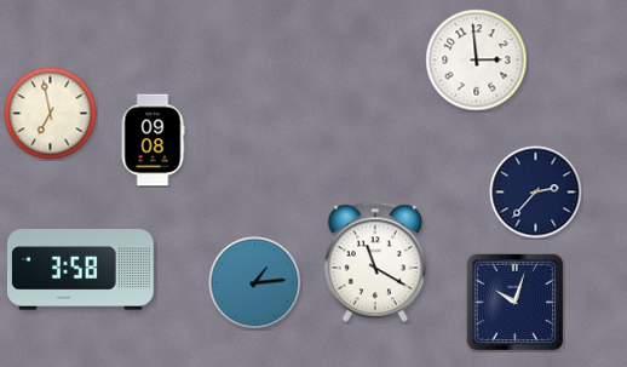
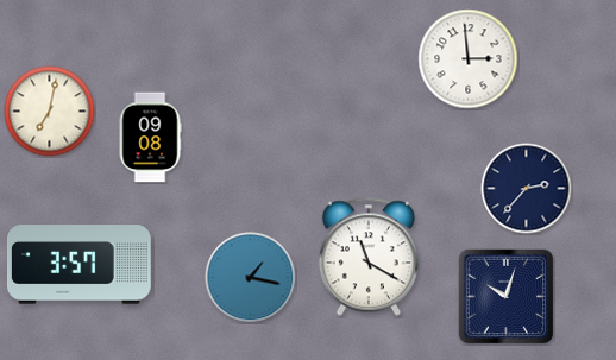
clock at (51, 114): 6:58 -> 7:02
clock at (80, 270): 3:58 -> 3:57
clock at (255, 283): 1:14 -> 1:17
